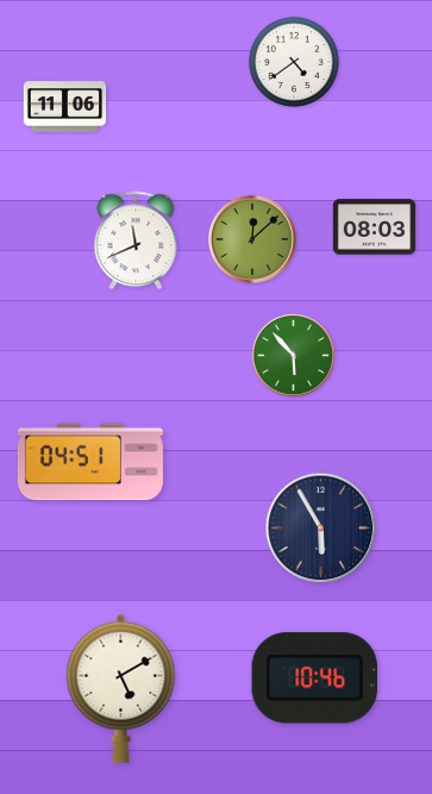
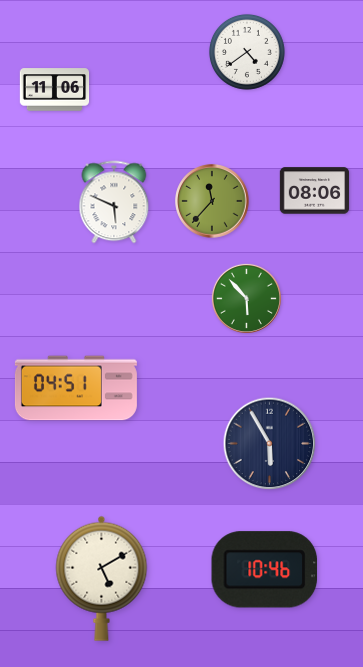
clock at (375, 227): 08:03 -> 08:06
clock at (252, 239): 12:08 -> 11:37
clock at (136, 240): 11:41 -> 5:49
